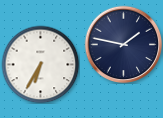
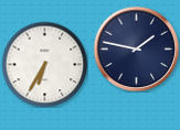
clock at (40, 64) position: (40, 64) -> (44, 64)
